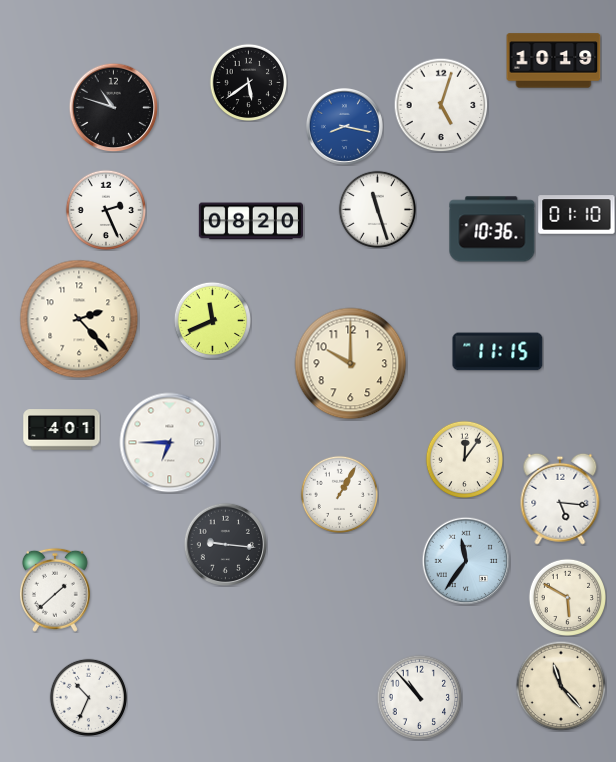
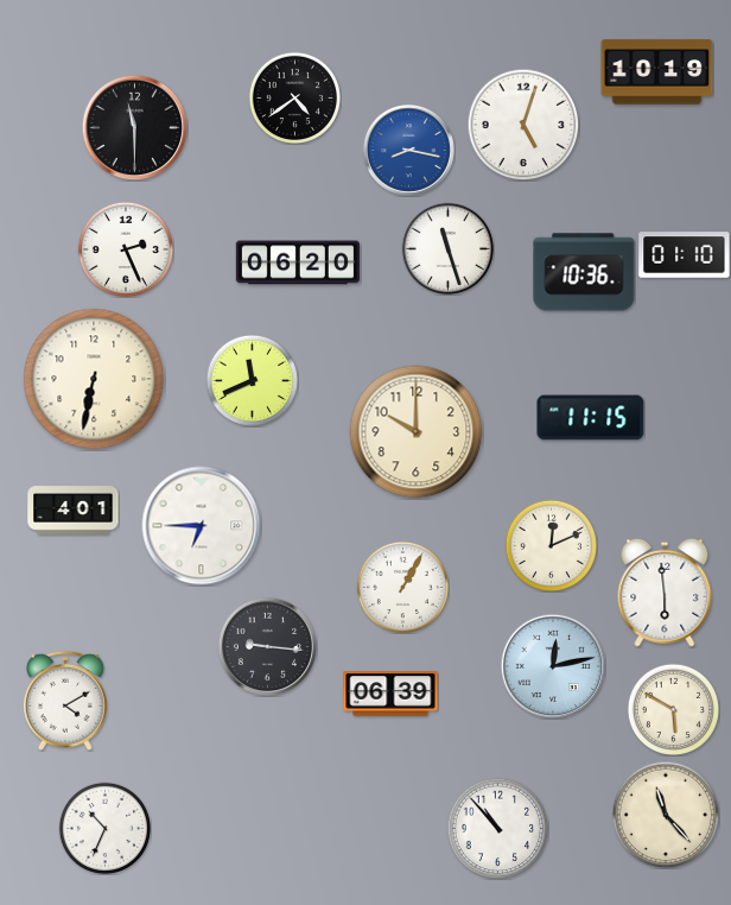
clock at (248, 82): 5:39 -> 4:39
clock at (113, 107): 10:48 -> 11:30
clock at (251, 221): 08:20 -> 06:20
clock at (79, 319): 2:23 -> 6:32
clock at (464, 459): 12:06 -> 12:11
clock at (560, 499): 5:16 -> 5:59
clock at (466, 561): 11:36 -> 12:13
clock at (390, 694): none -> 06:39
clock at (55, 590): 1:38 -> 4:10
